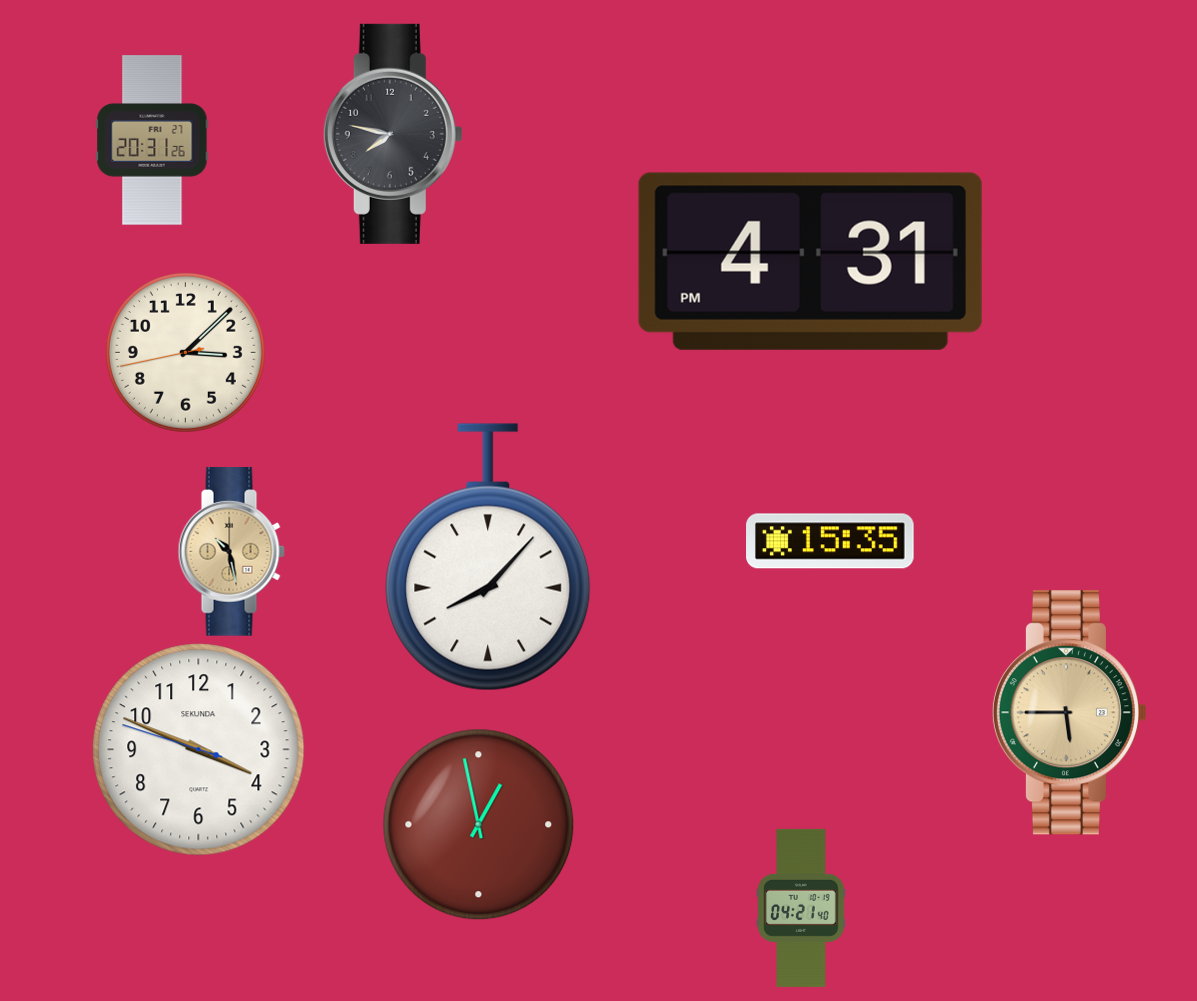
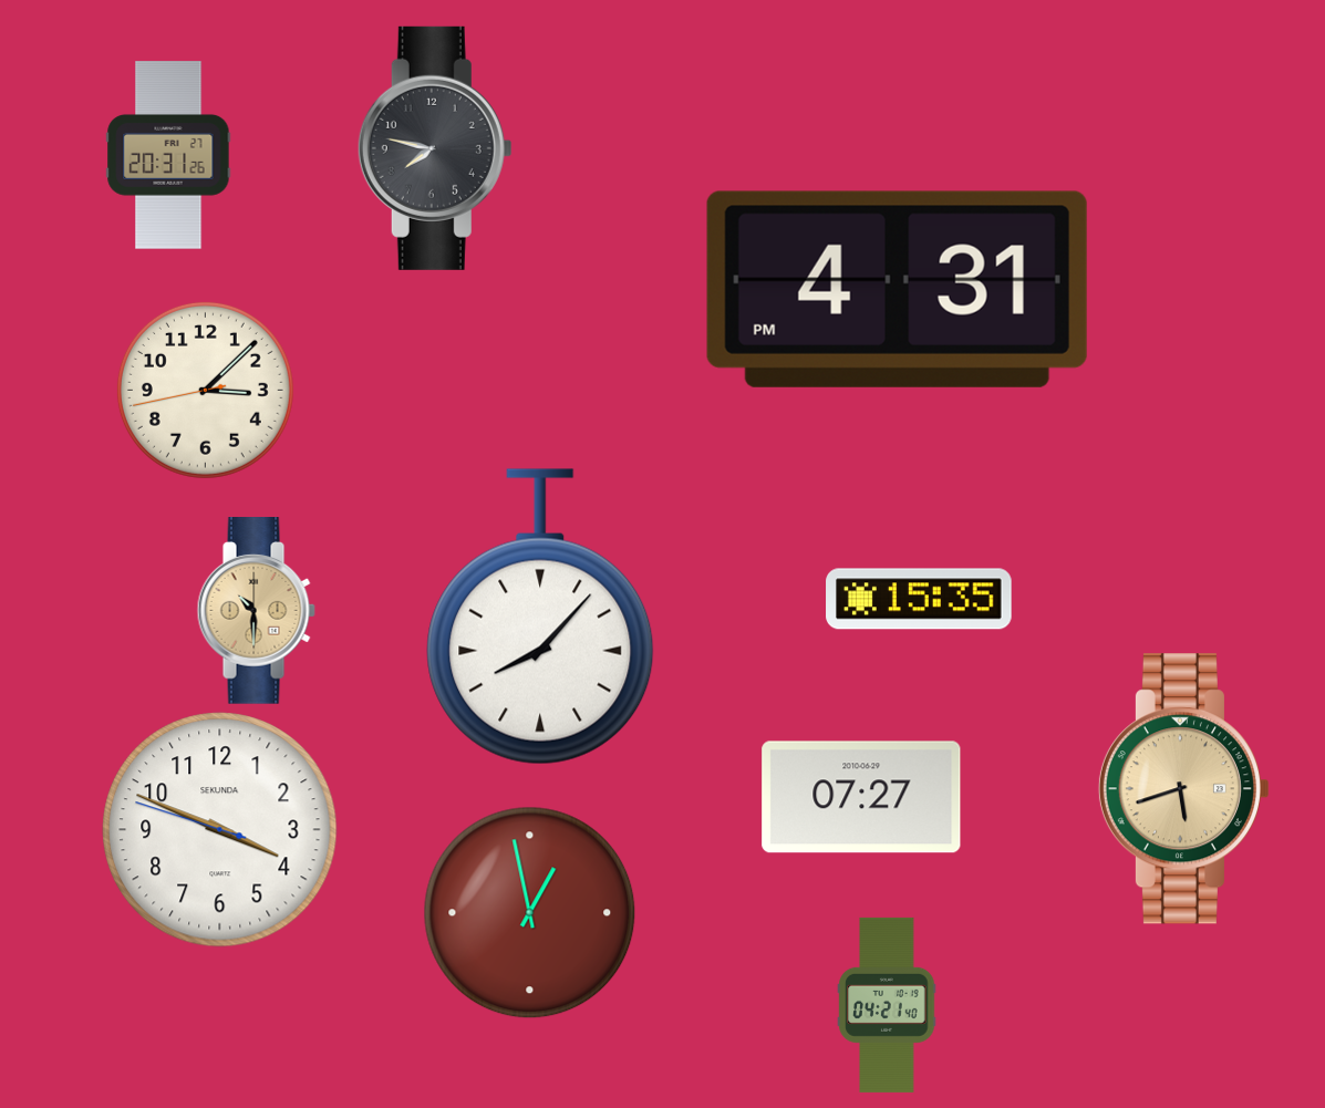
clock at (231, 552): 10:28 -> 10:30
clock at (1069, 713): 5:45 -> 5:42
clock at (861, 797): none -> 07:27
